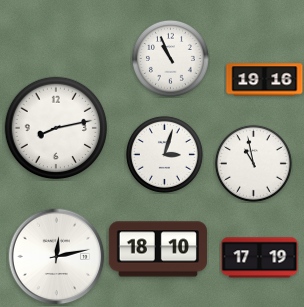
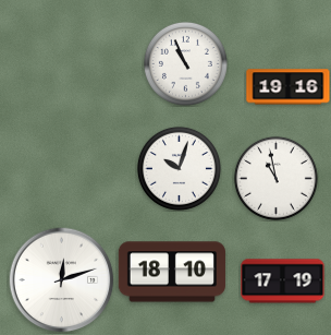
clock at (56, 128): 8:13 -> none
clock at (164, 154): 3:03 -> 10:03
clock at (57, 257): 12:13 -> 12:12
